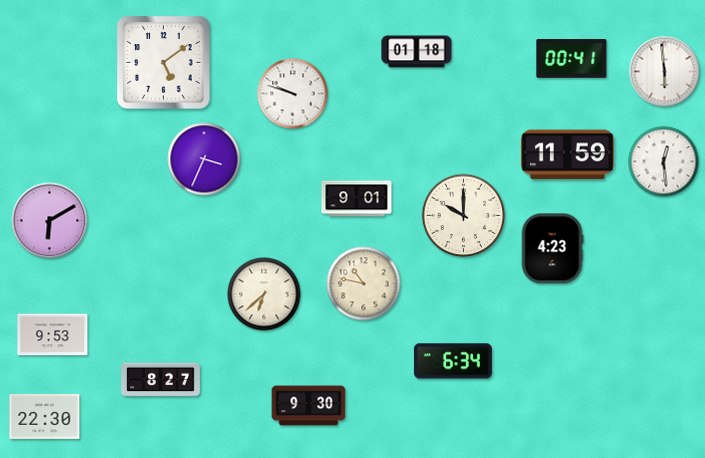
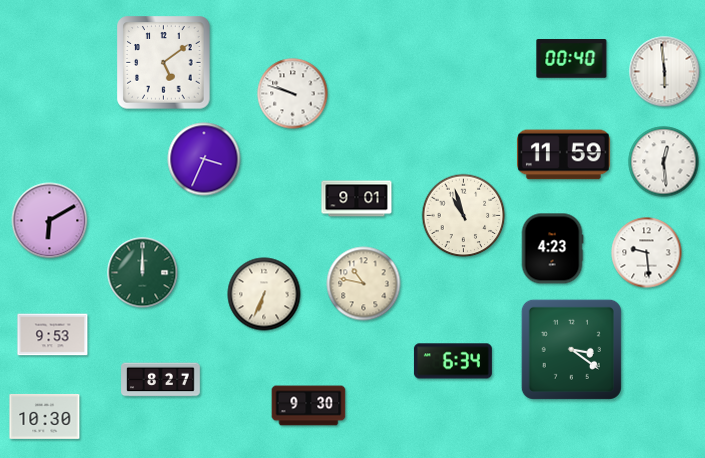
clock at (417, 52): 01:18 -> none
clock at (572, 59): 00:41 -> 00:40
clock at (567, 155) position: (567, 155) -> (563, 155)
clock at (464, 216): 10:00 -> 10:57
clock at (647, 253): none -> 9:29
clock at (143, 273): none -> 12:00
clock at (264, 294): 6:38 -> 6:34
clock at (571, 349): none -> 3:21
clock at (45, 416): 22:30 -> 10:30
